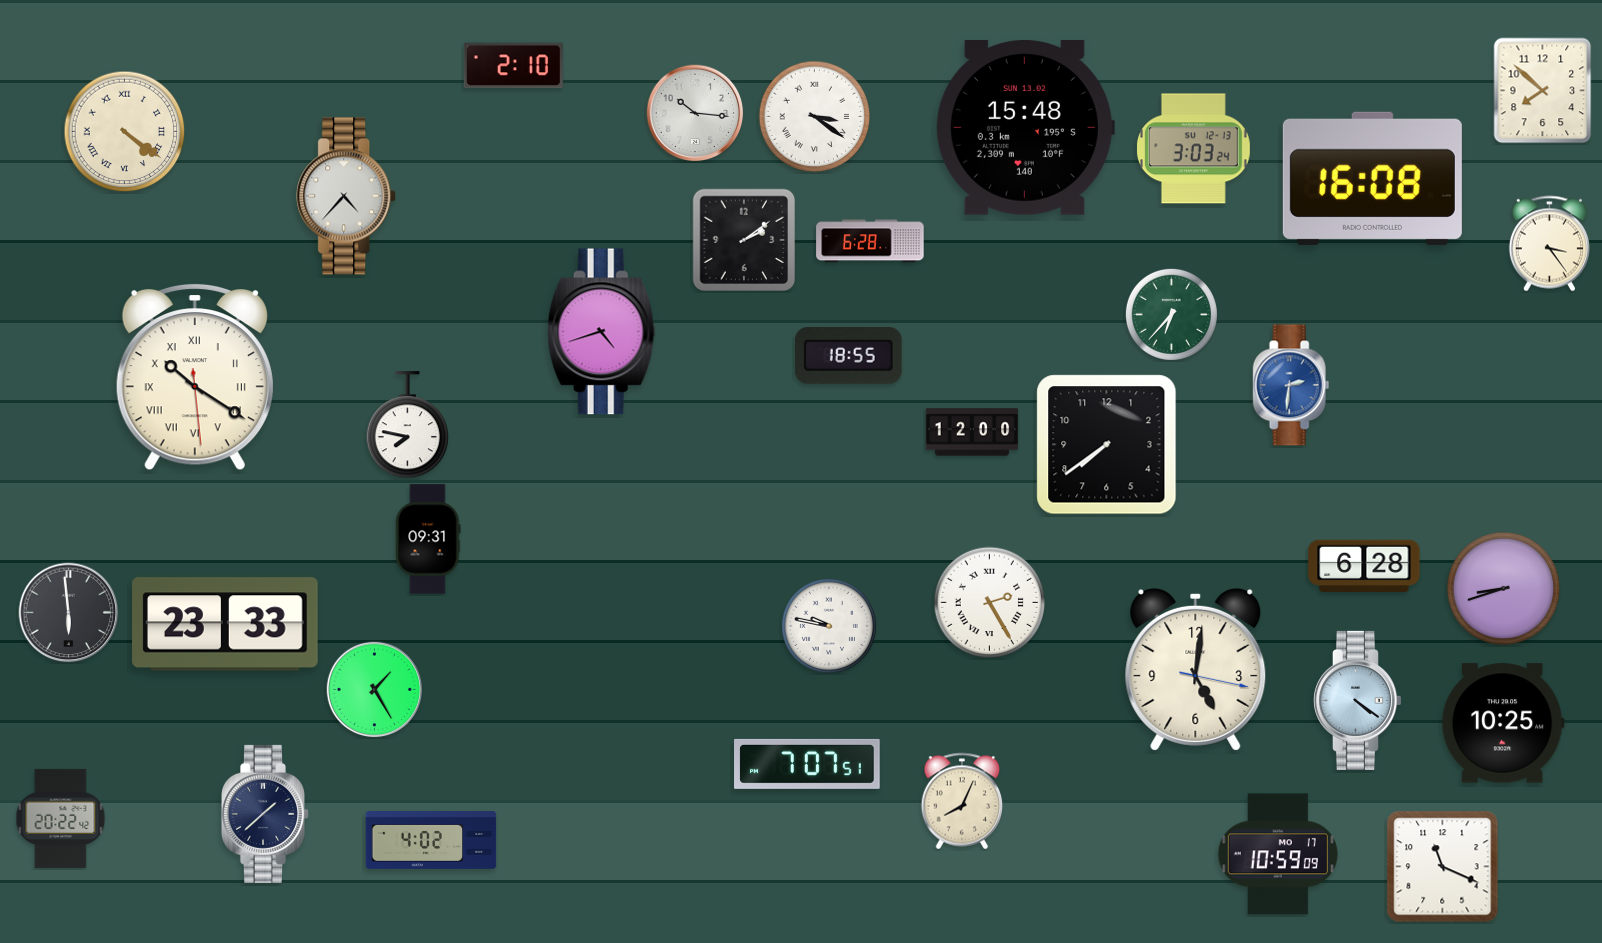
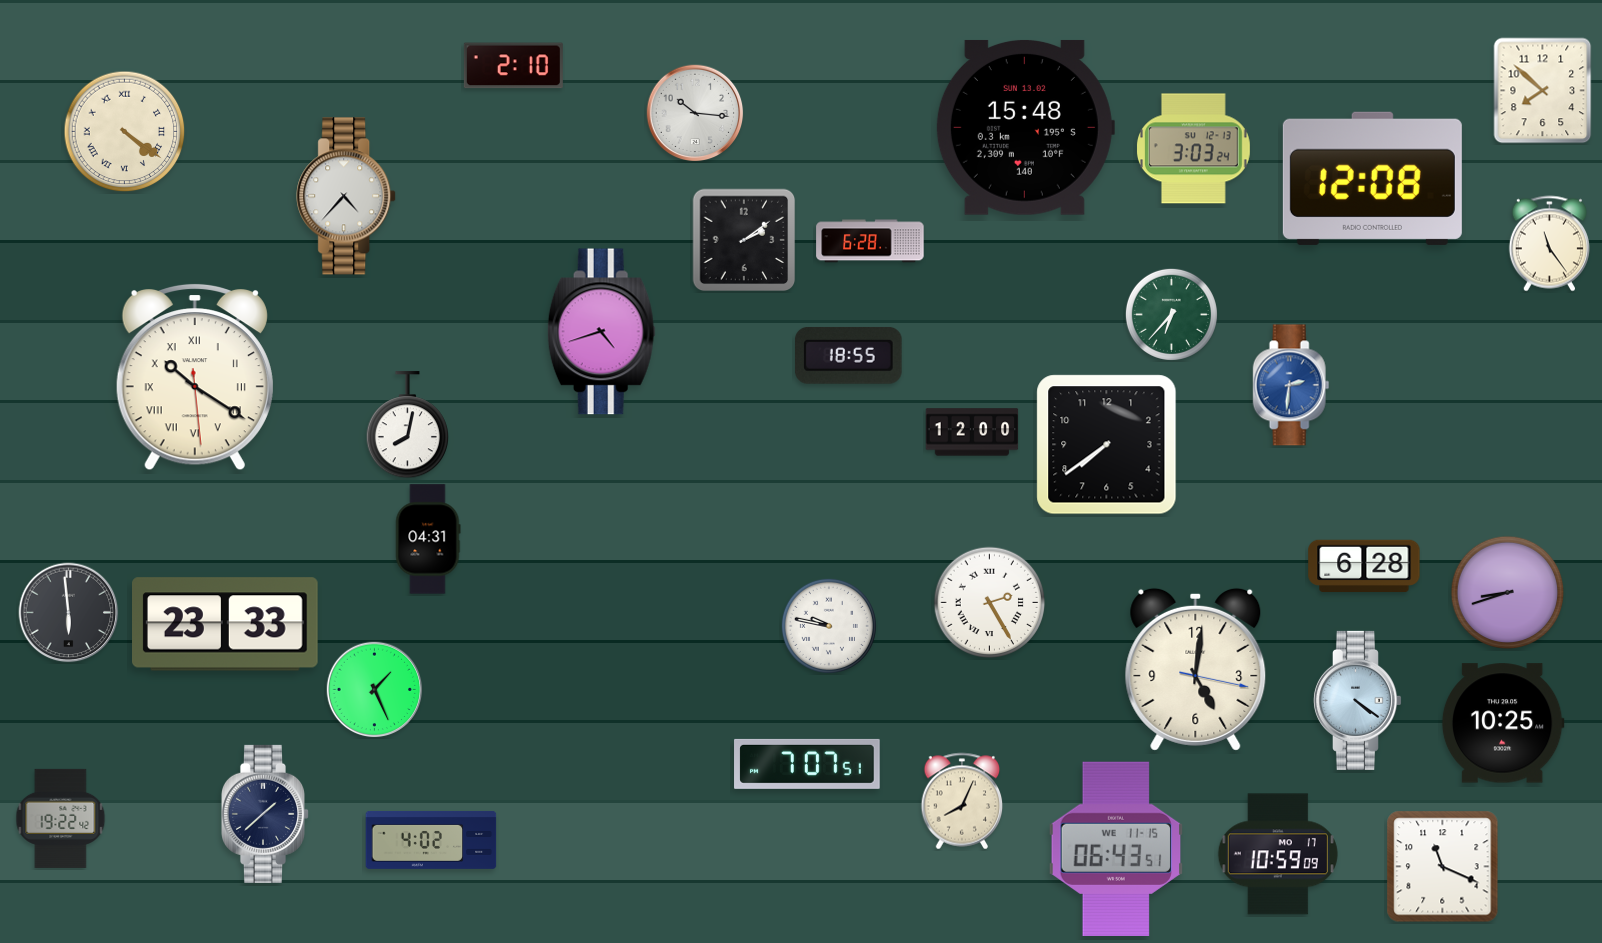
clock at (815, 117): 3:21 -> none
clock at (1372, 178): 16:08 -> 12:08
clock at (1549, 244): 3:24 -> 11:24
clock at (407, 425): 7:47 -> 8:02
clock at (428, 539): 09:31 -> 04:31
clock at (1504, 589) position: (1504, 589) -> (1508, 593)
clock at (375, 690): 1:25 -> 1:26
clock at (61, 818): 20:22 -> 19:22
clock at (1115, 849): none -> 06:43
